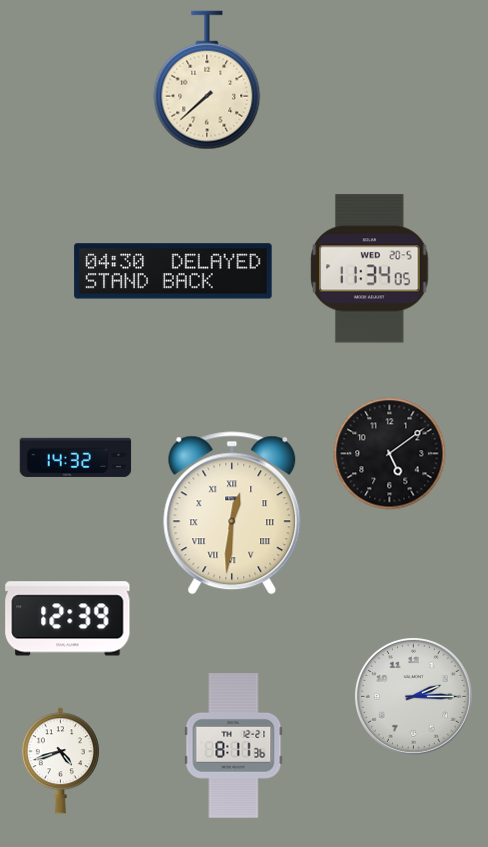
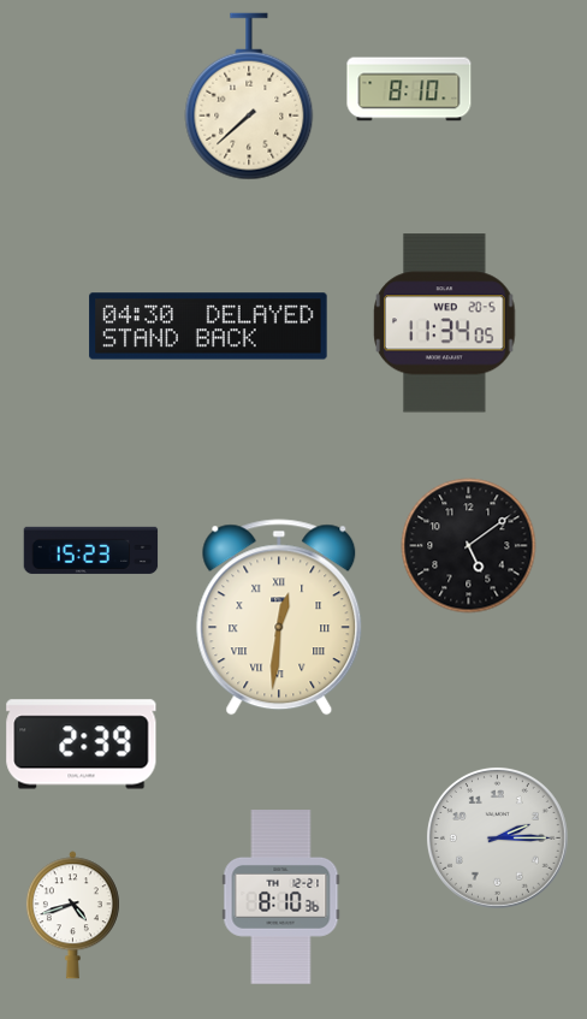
clock at (409, 89): none -> 8:10
clock at (76, 457): 14:32 -> 15:23
clock at (68, 619): 12:39 -> 2:39
clock at (234, 746): 8:11 -> 8:10
